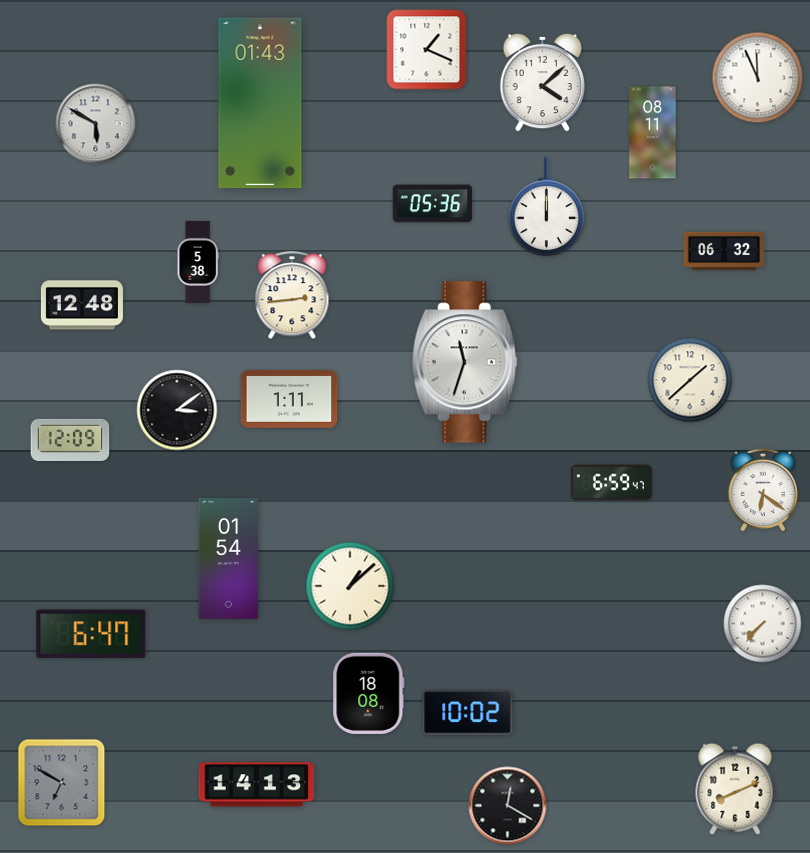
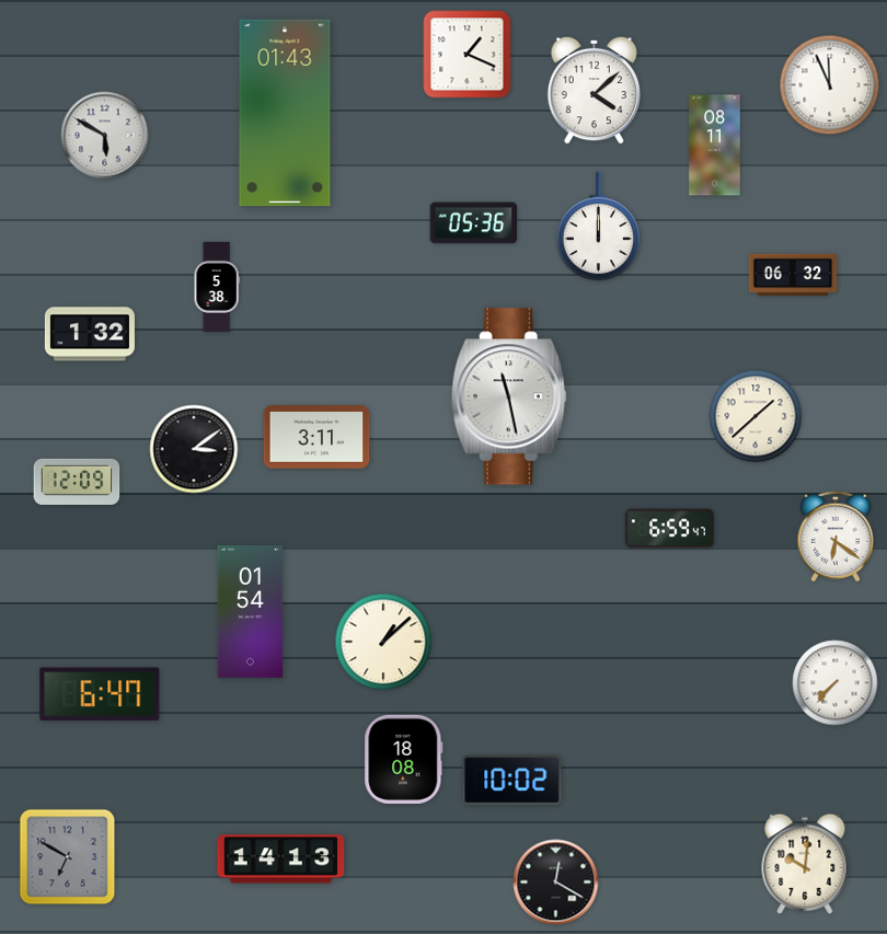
clock at (292, 296): 2:44 -> none
clock at (82, 305): 12:48 -> 1:32
clock at (465, 362): 11:33 -> 11:28
clock at (289, 399): 1:11 -> 3:11
clock at (735, 789): 8:11 -> 10:01
